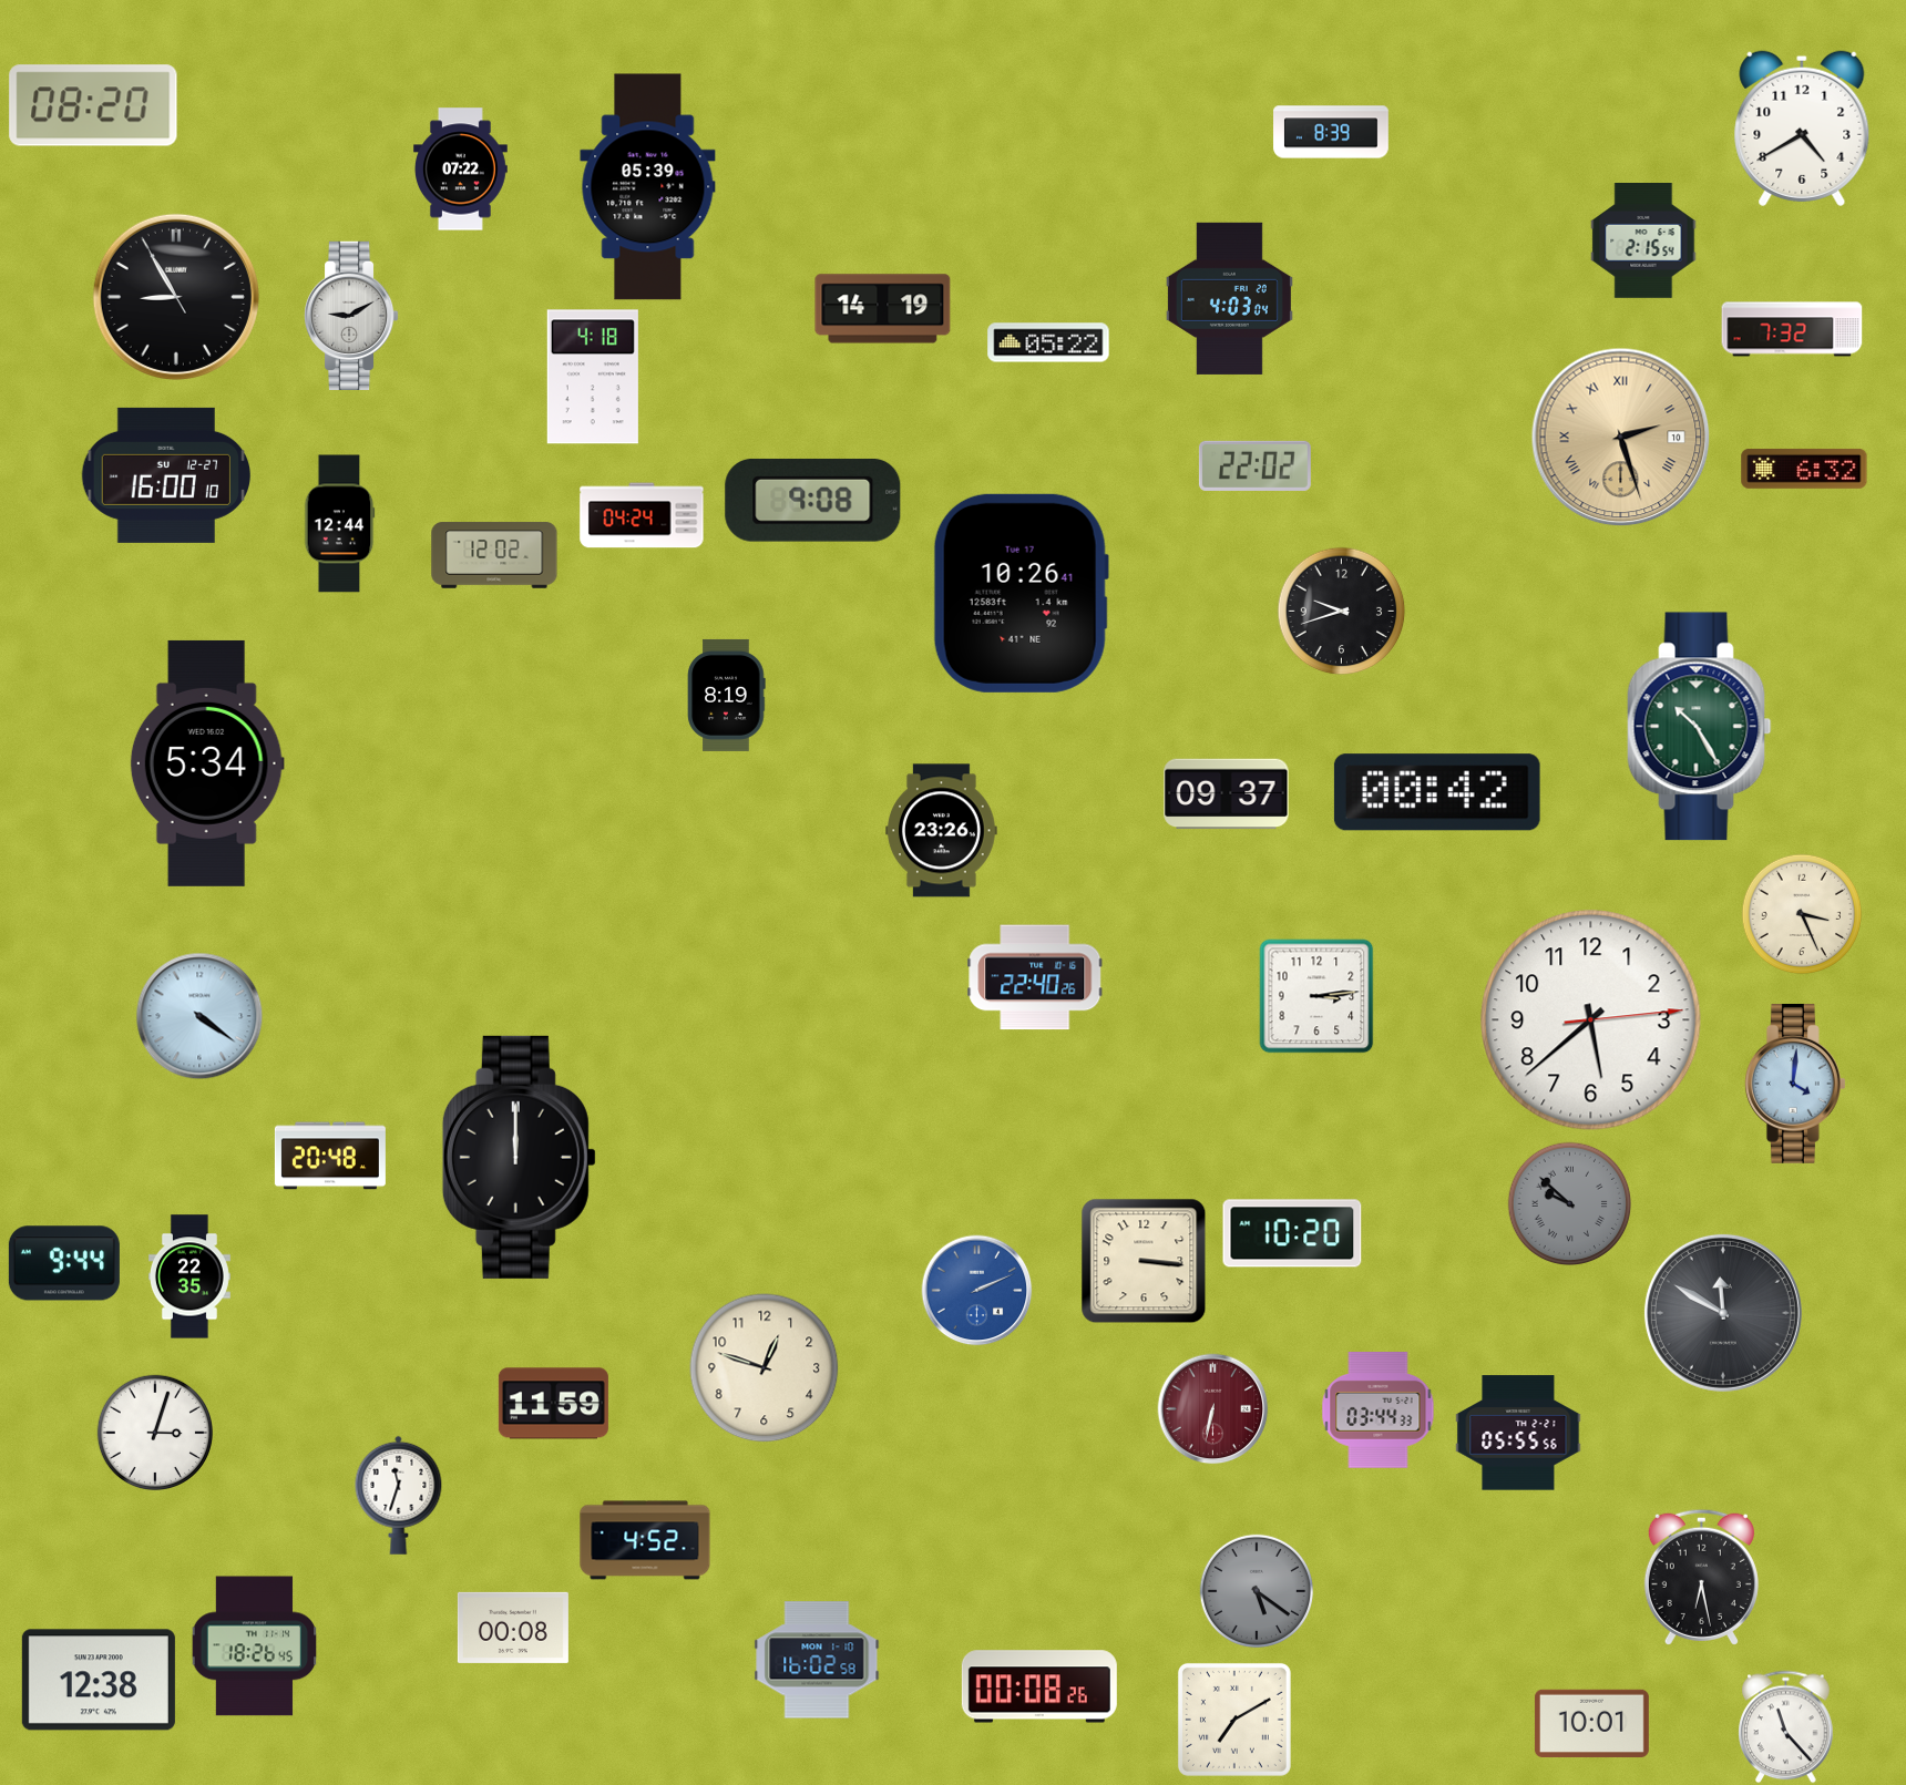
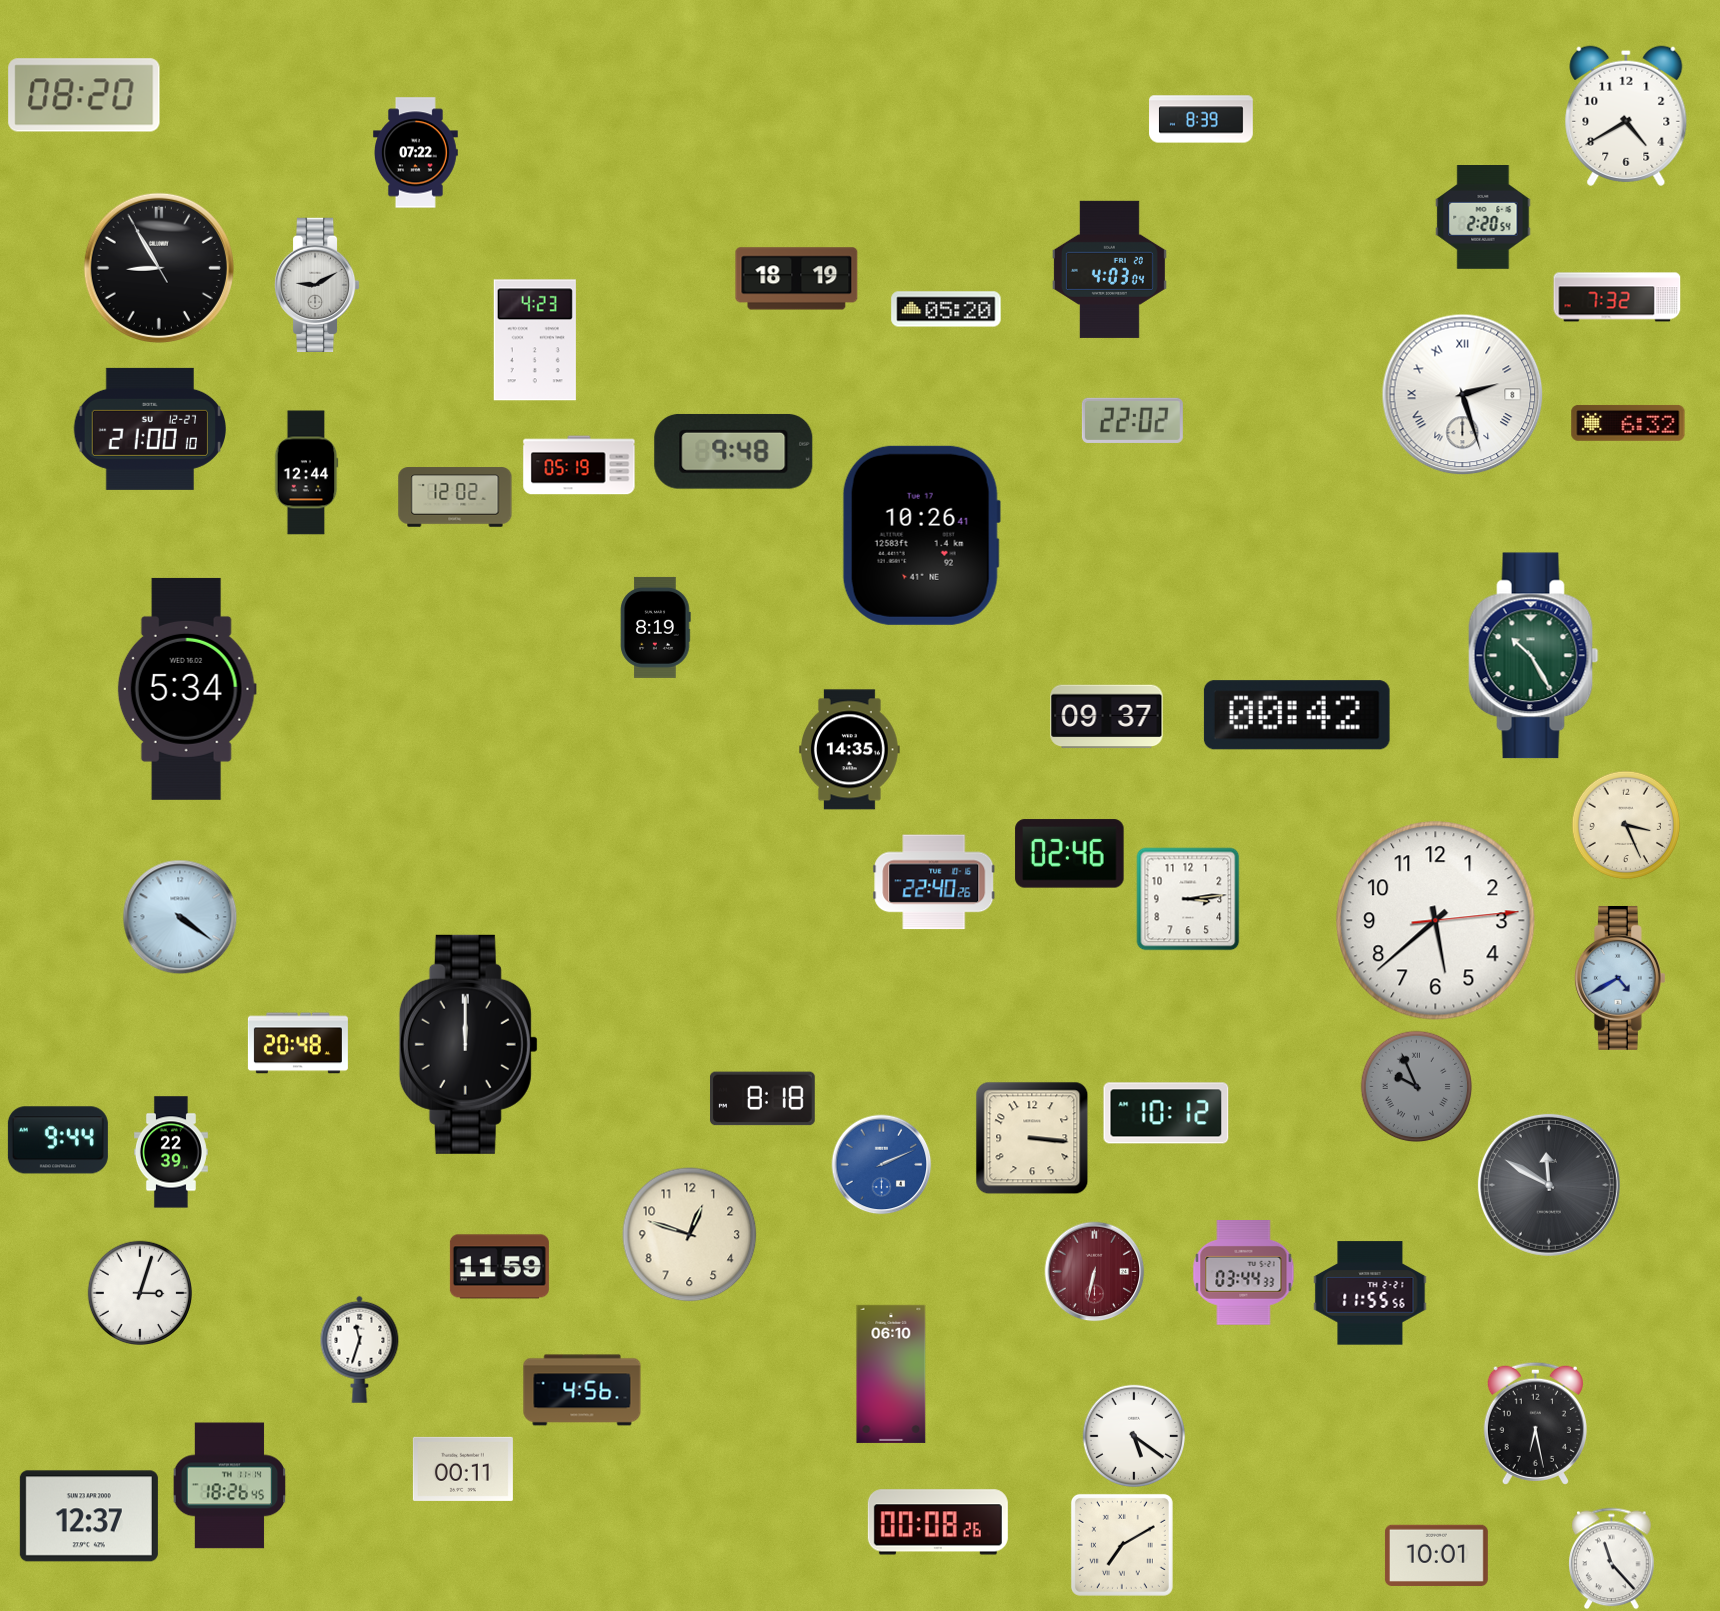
clock at (648, 187): 05:39 -> none
clock at (1643, 242): 2:15 -> 2:20
clock at (883, 309): 14:19 -> 18:19
clock at (1048, 342): 05:22 -> 05:20
clock at (593, 377): 4:18 -> 4:23
clock at (1621, 438) date: 10 -> 8
clock at (1621, 438) dial: champagne -> white
clock at (165, 475): 16:00 -> 21:00
clock at (813, 500): 9:08 -> 9:48
clock at (642, 515): 04:24 -> 05:19
clock at (494, 555) position: (494, 555) -> (455, 497)
clock at (1342, 612): 9:42 -> none
clock at (942, 831): 23:26 -> 14:35
clock at (1070, 854): none -> 02:46
clock at (1795, 1084): 4:01 -> 4:40
clock at (1570, 1204): 9:52 -> 9:56
clock at (763, 1099): none -> 8:18
clock at (1292, 1233): 10:20 -> 10:12
clock at (189, 1276): 22:35 -> 22:39
clock at (1723, 1313) position: (1723, 1313) -> (1549, 1185)
clock at (1518, 1433): 05:55 -> 11:55
clock at (891, 1374): none -> 06:10
clock at (645, 1540): 4:52 -> 4:56
clock at (1256, 1590) dial: grey -> white
clock at (513, 1628): 00:08 -> 00:11
clock at (817, 1660): 16:02 -> none
clock at (99, 1680): 12:38 -> 12:37
clock at (1234, 1720) position: (1234, 1720) -> (1122, 1545)
